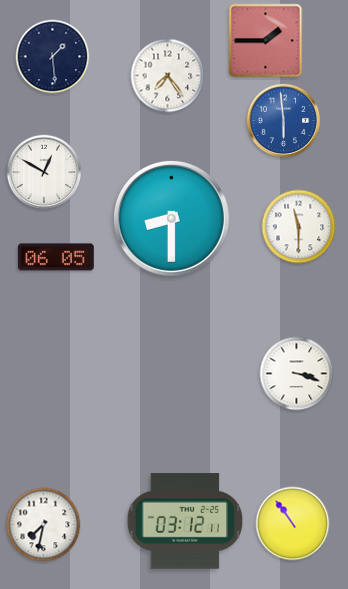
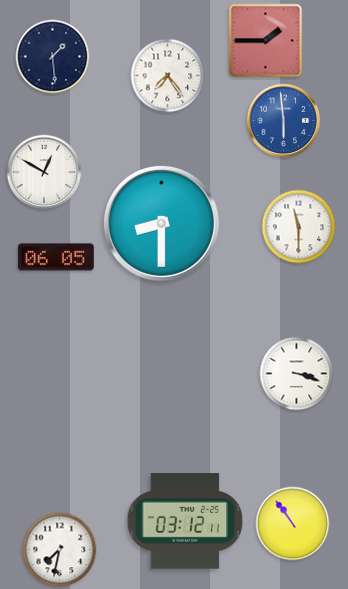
clock at (171, 218) position: (171, 218) -> (161, 223)
clock at (44, 525) position: (44, 525) -> (60, 550)
